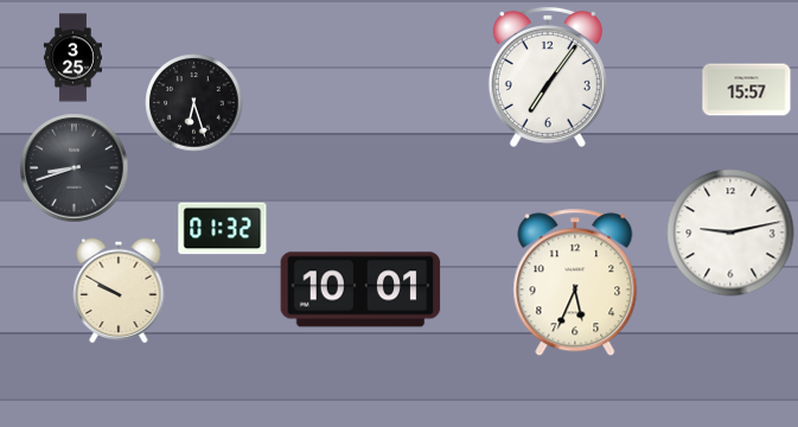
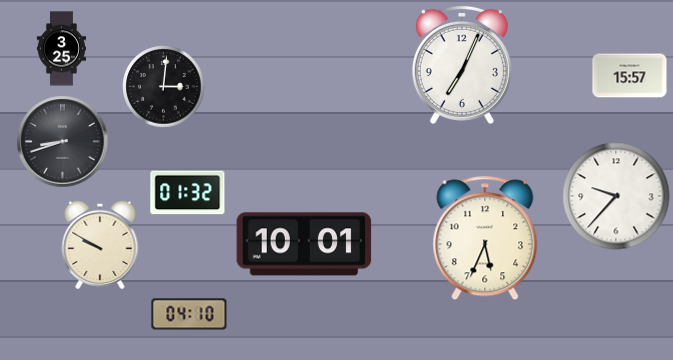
clock at (548, 77): 7:06 -> 7:04
clock at (194, 103): 6:27 -> 3:01
clock at (730, 232): 9:13 -> 9:37
clock at (189, 314): none -> 04:10
